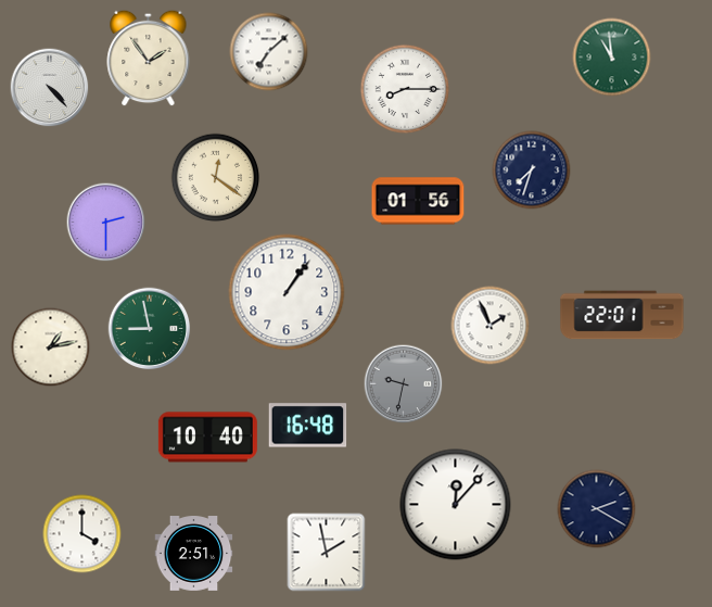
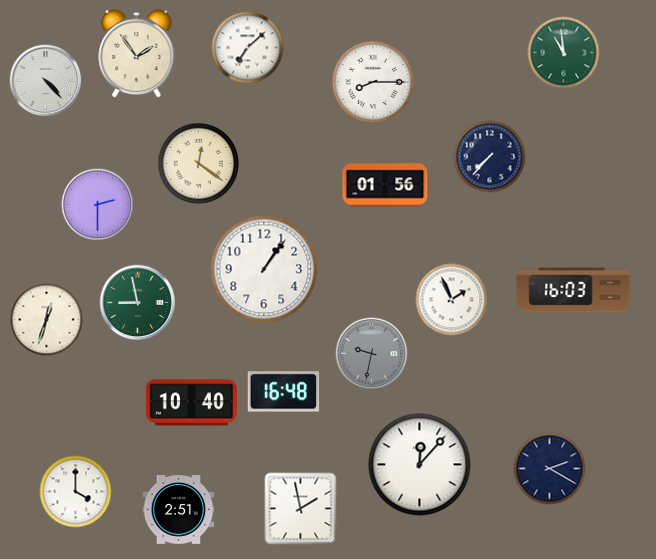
clock at (532, 170): 7:33 -> 7:37
clock at (622, 315): 22:01 -> 16:03
clock at (51, 347): 1:13 -> 12:33
